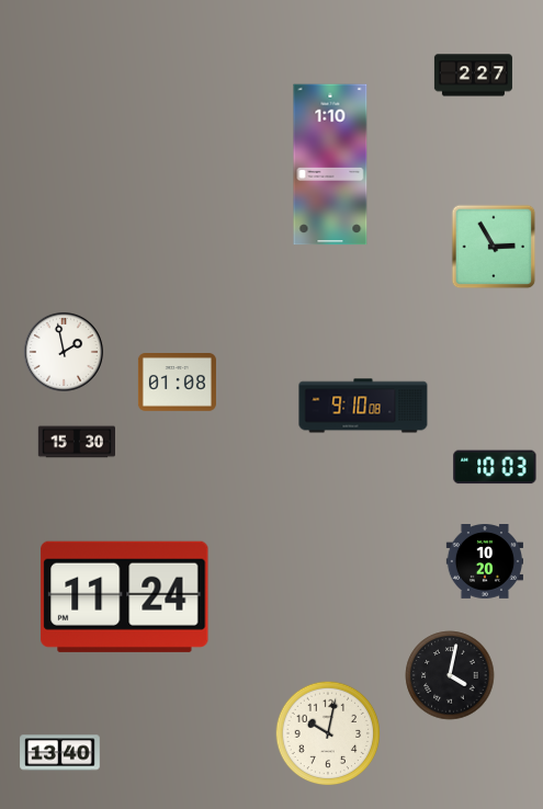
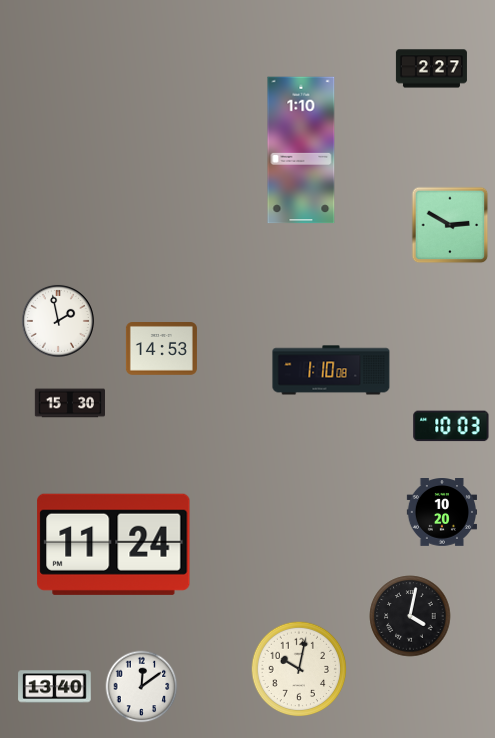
clock at (494, 247): 2:55 -> 2:50
clock at (177, 383): 01:08 -> 14:53
clock at (363, 406): 9:10 -> 1:10
clock at (142, 687): none -> 12:09
